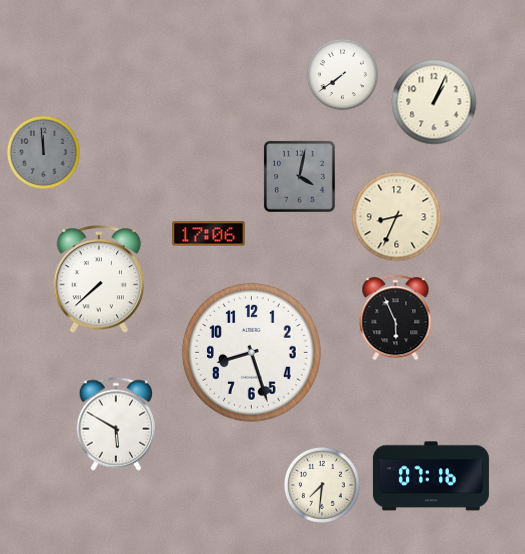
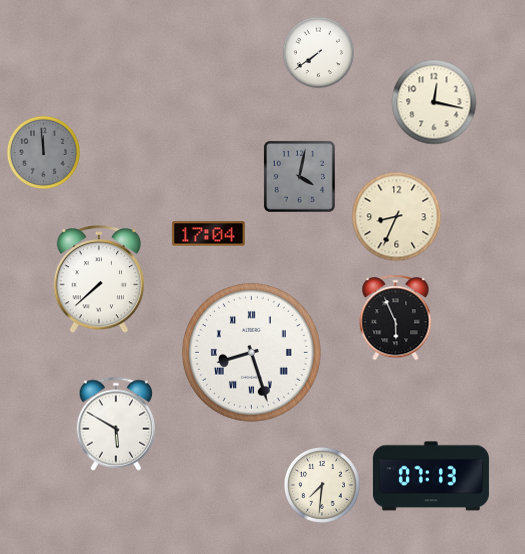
clock at (343, 75) position: (343, 75) -> (319, 53)
clock at (434, 102): 1:04 -> 12:17
clock at (209, 234): 17:06 -> 17:04
clock at (251, 352) numerals: Arabic -> Roman
clock at (431, 476): 07:16 -> 07:13
